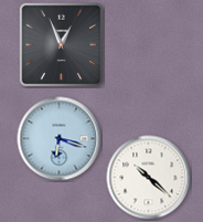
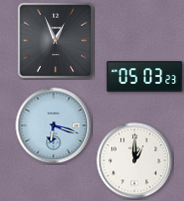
clock at (145, 77): none -> 05:03
clock at (149, 178): 10:22 -> 1:00
